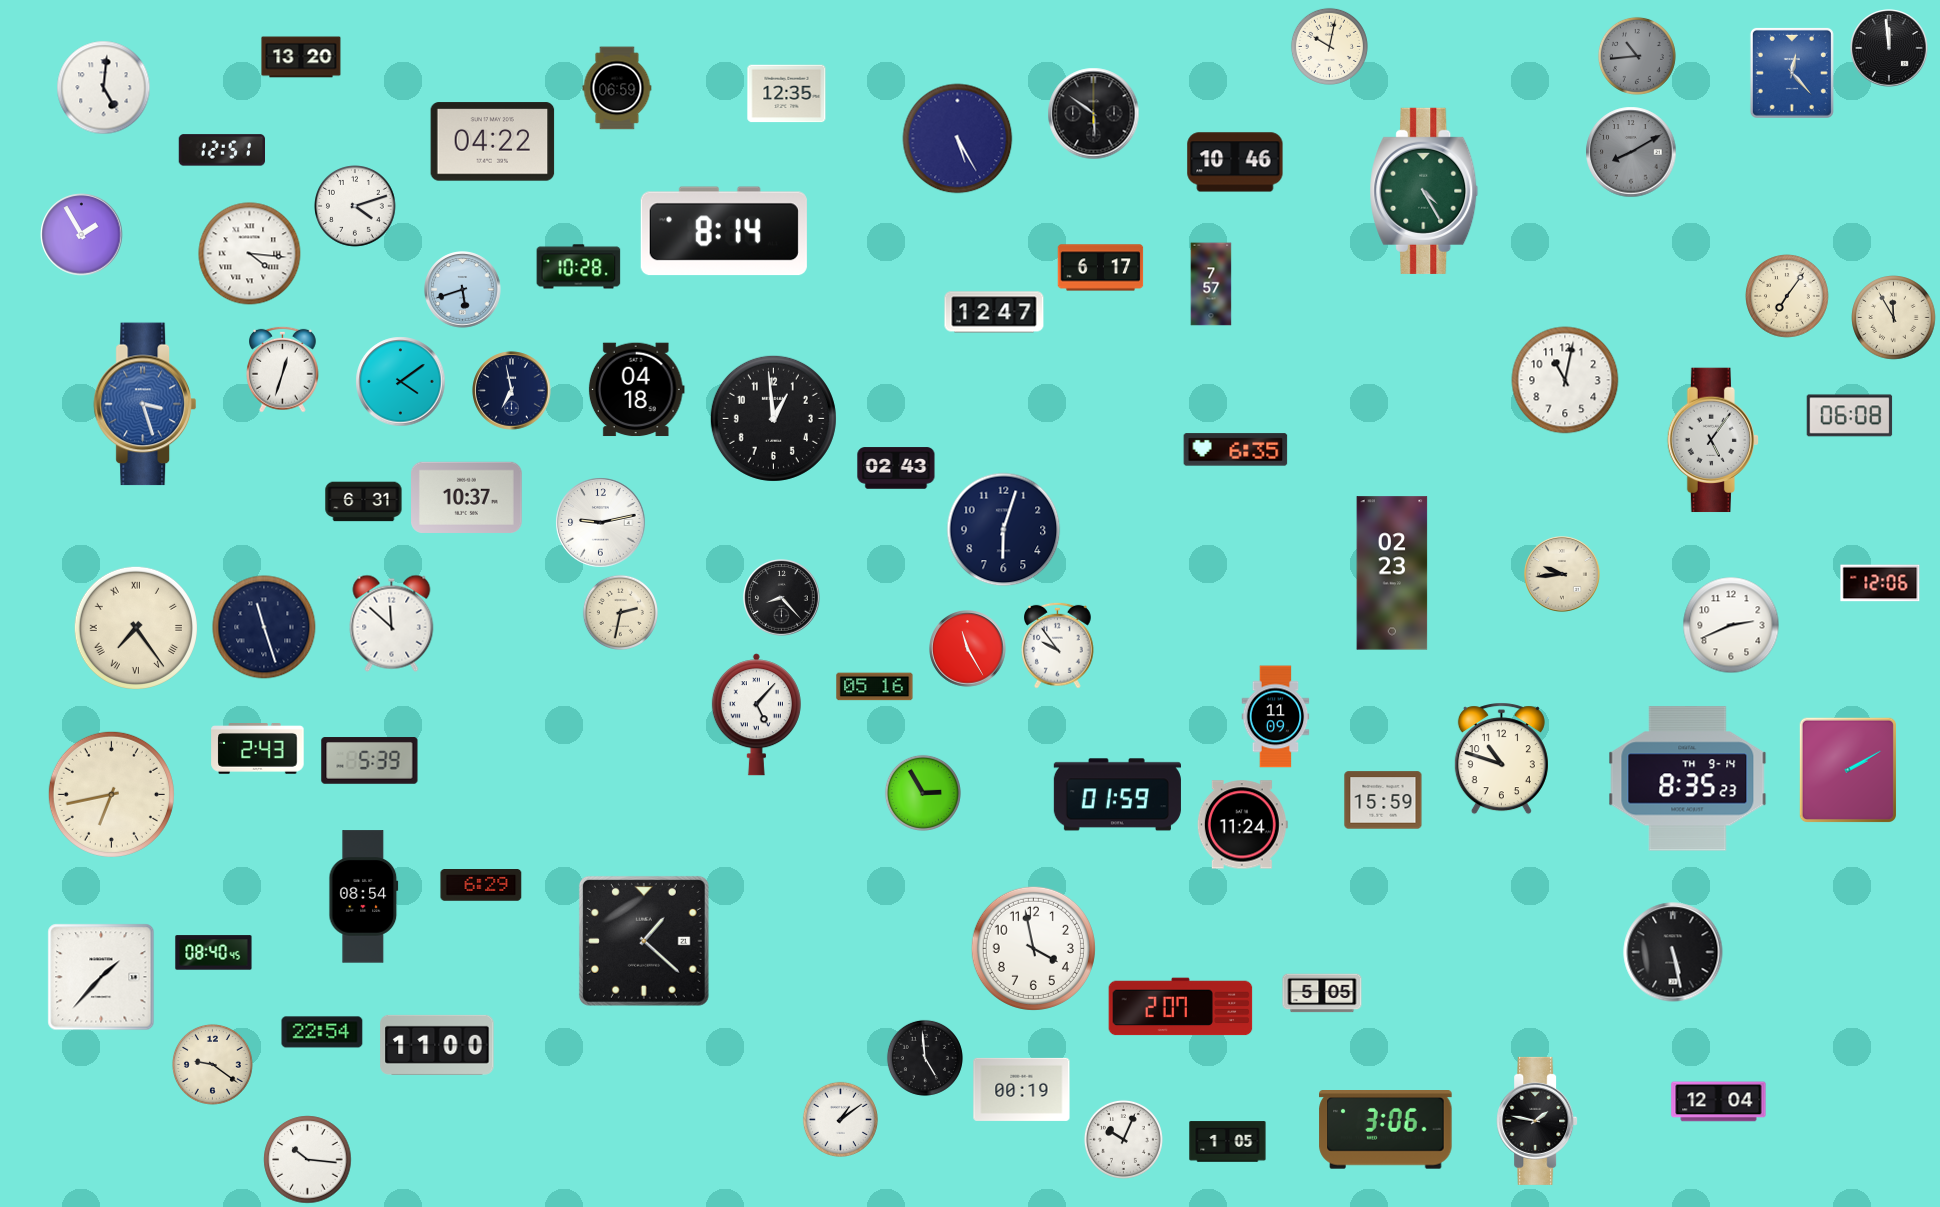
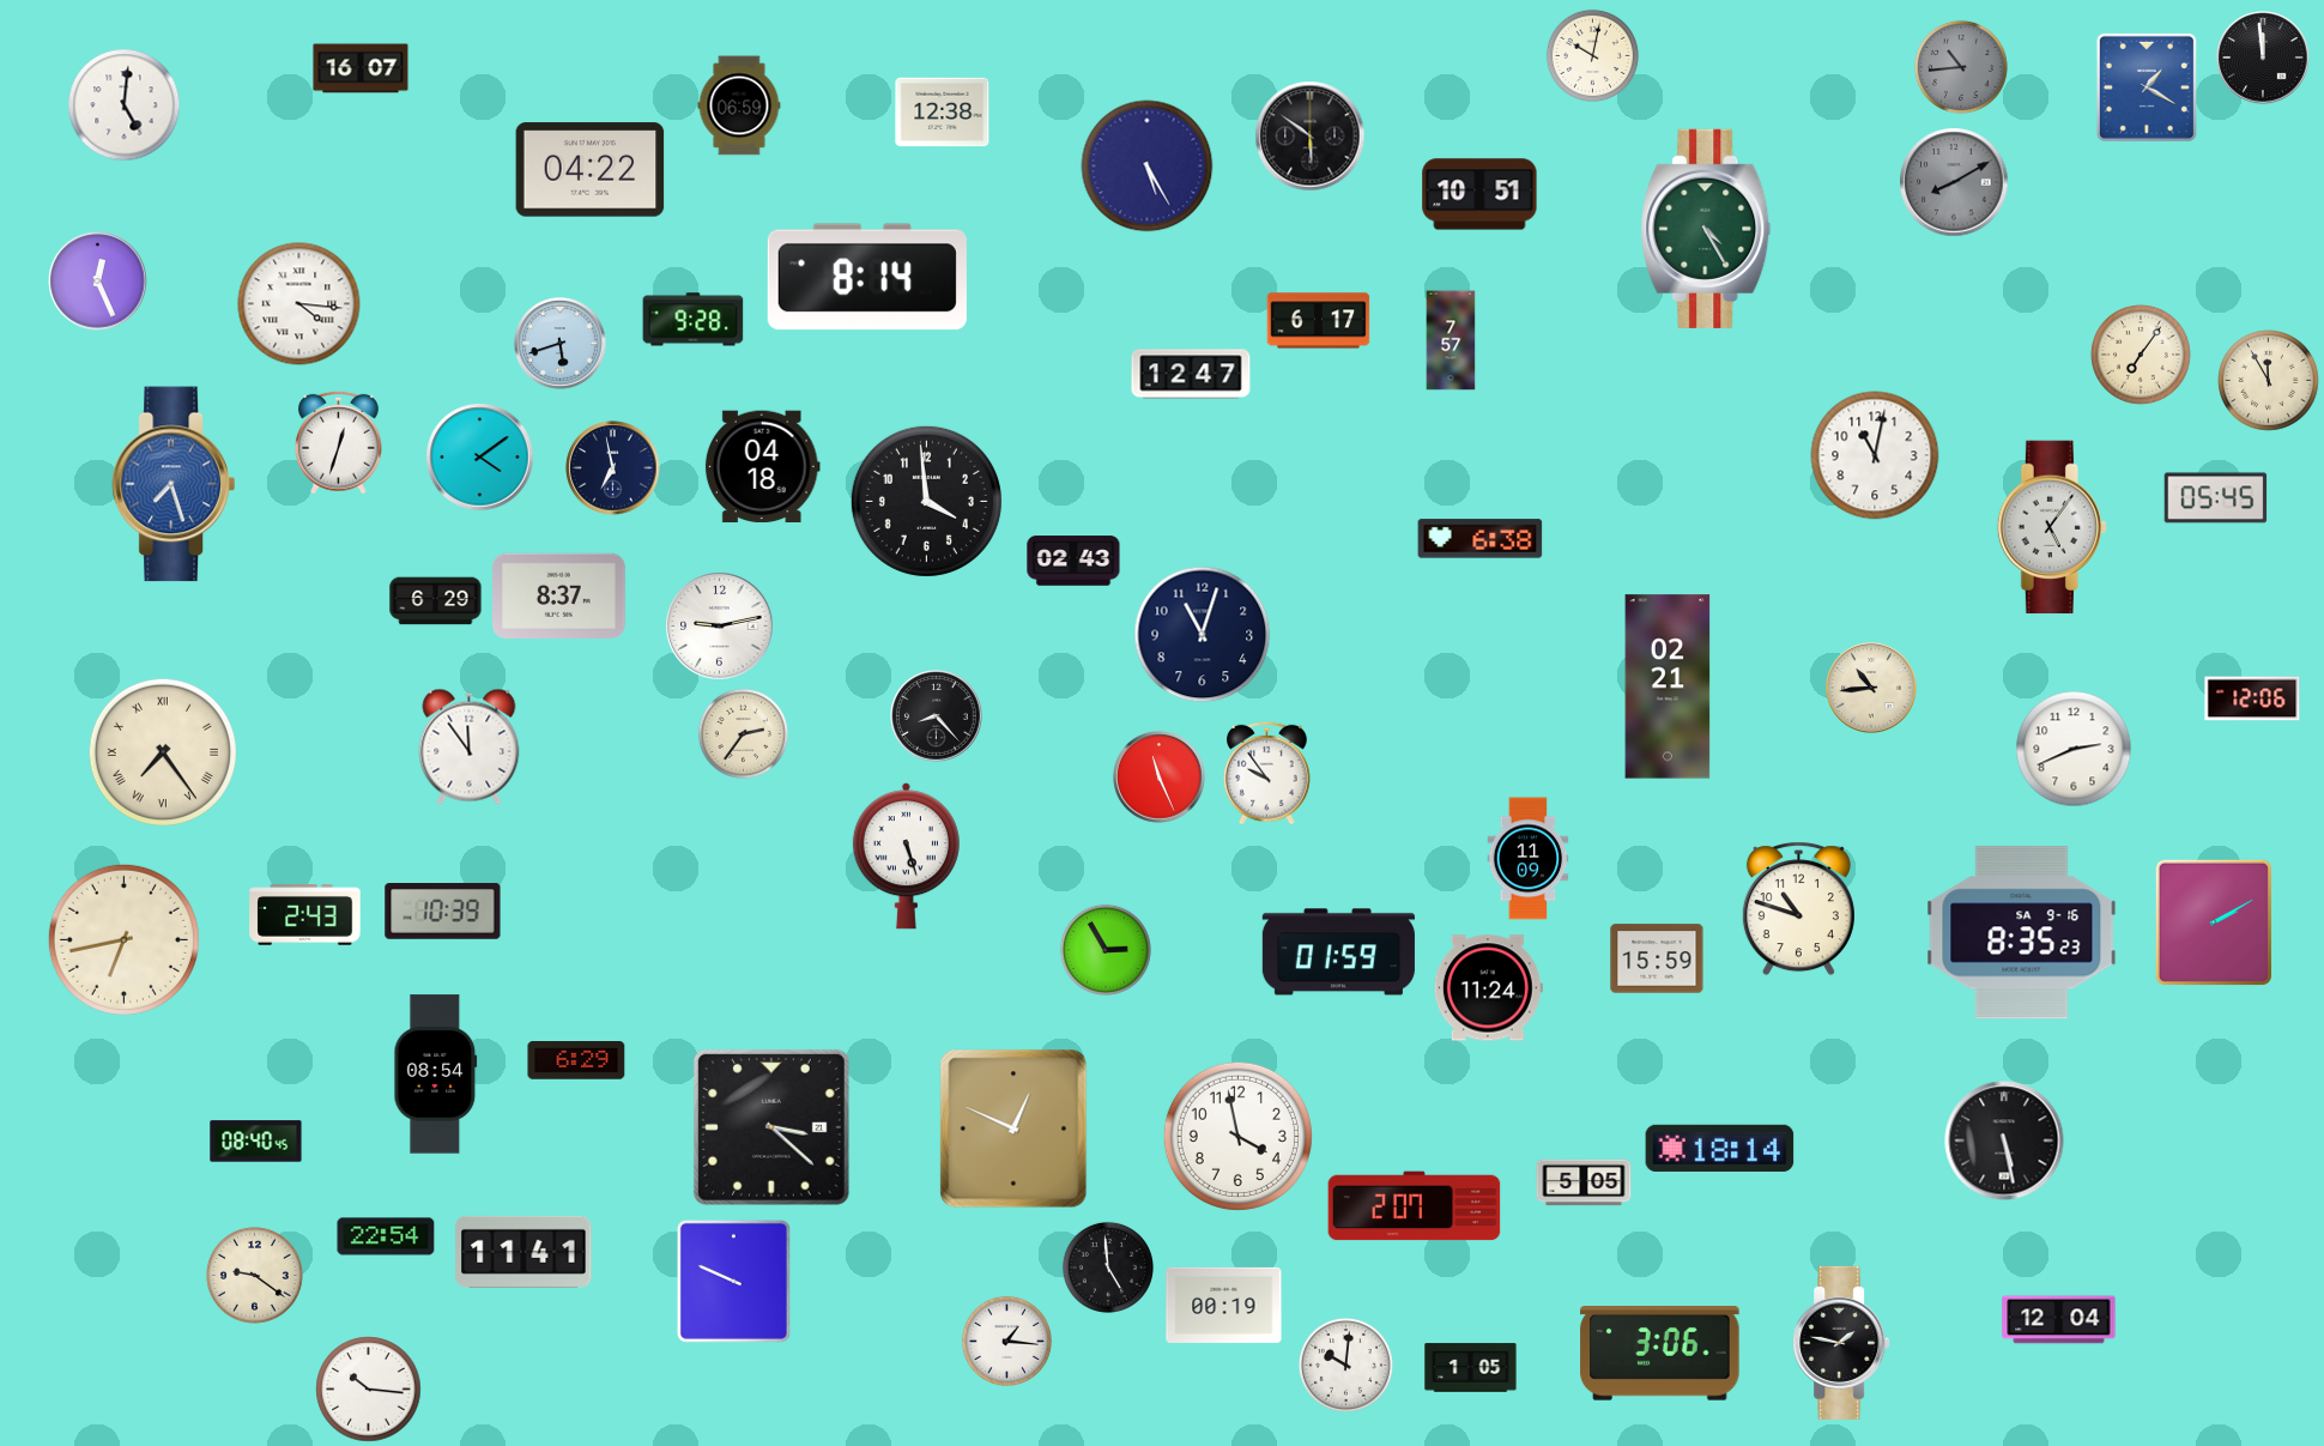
clock at (301, 57): 13:20 -> 16:07
clock at (1792, 73): 12:23 -> 1:20
clock at (787, 94): 12:35 -> 12:38
clock at (221, 150): 12:51 -> none
clock at (1235, 162): 10:46 -> 10:51
clock at (356, 207): 4:12 -> none
clock at (82, 235): 1:55 -> 12:26
clock at (579, 267): 10:28 -> 9:28
clock at (463, 290) position: (463, 290) -> (561, 344)
clock at (145, 404): 3:27 -> 7:27
clock at (1850, 416): 06:08 -> 05:45
clock at (773, 418): 12:59 -> 3:59
clock at (1236, 450): 6:35 -> 6:38
clock at (467, 497): 10:37 -> 8:37
clock at (364, 502): 6:31 -> 6:29
clock at (1004, 530): 6:03 -> 11:03
clock at (1392, 573): 02:23 -> 02:21
clock at (1562, 574): 9:44 -> 10:44
clock at (620, 612): 2:32 -> 2:36
clock at (392, 623): 11:52 -> 11:54
clock at (264, 627): 11:27 -> none
clock at (968, 649): 11:25 -> 11:26
clock at (875, 687): 05:16 -> none
clock at (756, 715): 5:07 -> 5:27
clock at (258, 749) position: (258, 749) -> (305, 915)
clock at (370, 761): 5:39 -> 10:39
clock at (1688, 779) date: TH 9-14 -> SA 9-16
clock at (111, 794) position: (111, 794) -> (123, 939)
clock at (644, 941): 1:22 -> 3:22
clock at (1013, 1129): none -> 12:49
clock at (1720, 1148): none -> 18:14
clock at (101, 977): 1:37 -> none
clock at (1322, 993) position: (1322, 993) -> (1584, 1182)
clock at (437, 1045): 11:00 -> 11:41
clock at (733, 1281): none -> 9:49
clock at (840, 1119): 1:09 -> 1:16
clock at (1123, 1139): 10:04 -> 10:01
